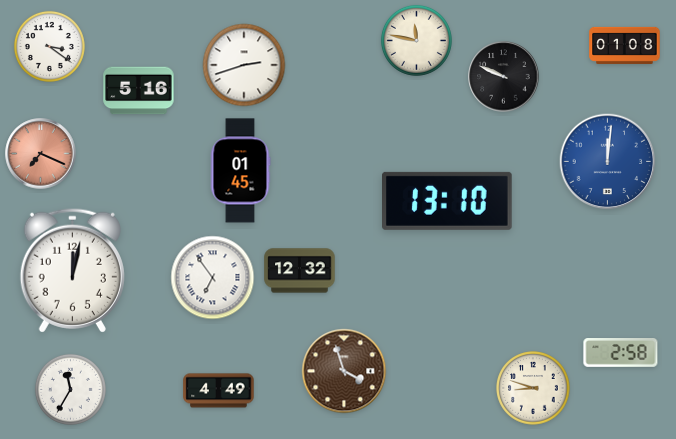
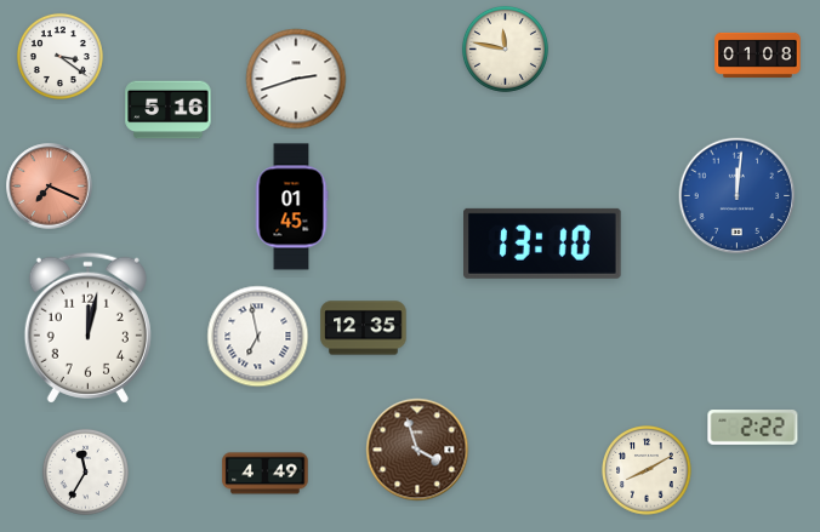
clock at (504, 77): 9:49 -> none
clock at (300, 271): 12:32 -> 12:35
clock at (213, 278): 6:54 -> 6:58
clock at (621, 353): 2:58 -> 2:22
clock at (533, 388): 8:48 -> 8:10
